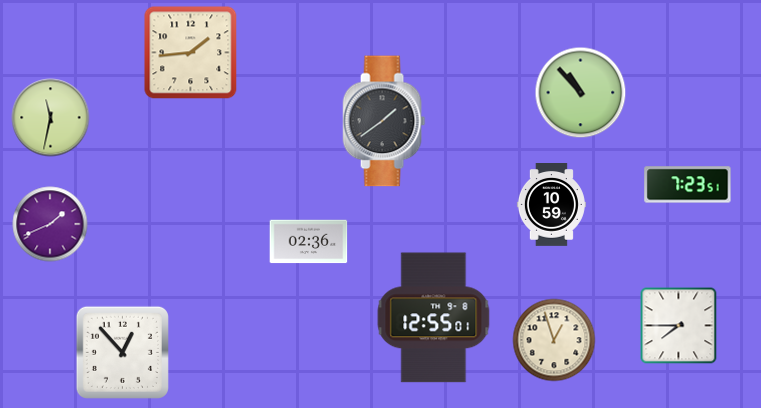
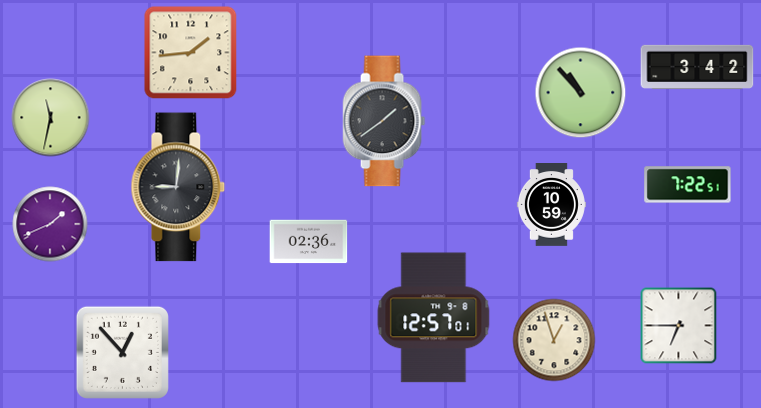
clock at (697, 67): none -> 3:42
clock at (688, 185): 7:23 -> 7:22
clock at (178, 187): none -> 9:01
clock at (434, 318): 12:55 -> 12:57
clock at (679, 326): 7:45 -> 6:45
